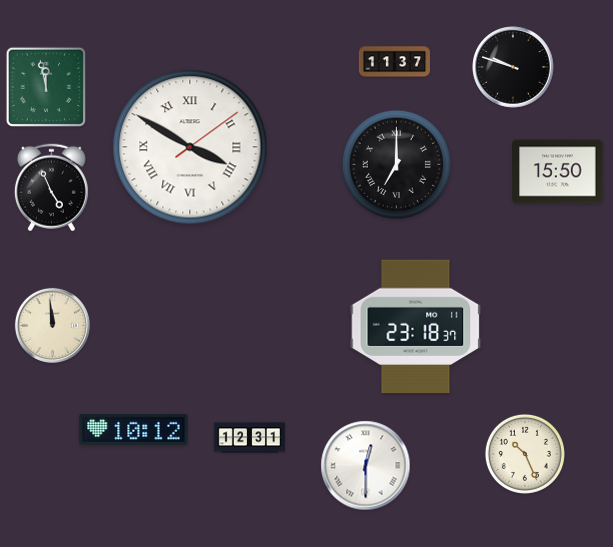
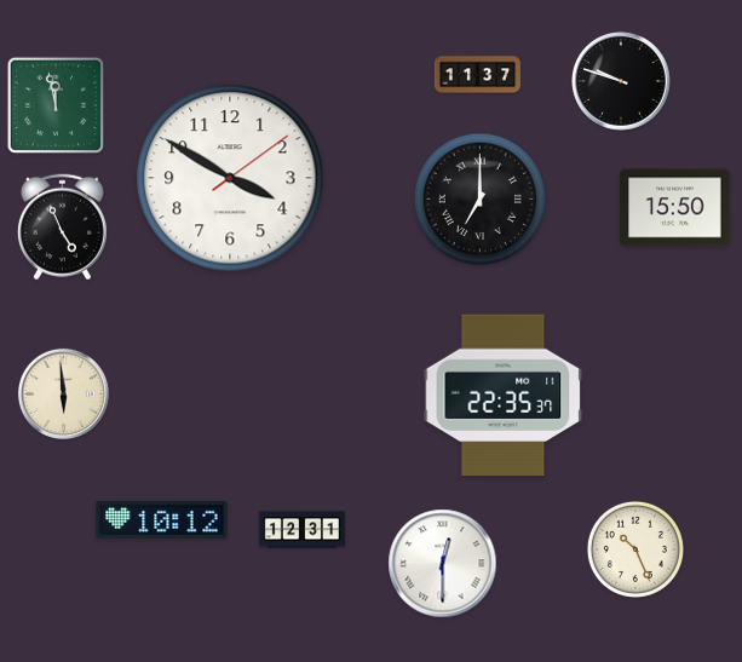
clock at (190, 147) numerals: Roman -> Arabic
clock at (52, 325): 11:59 -> 5:59
clock at (416, 327): 23:18 -> 22:35
